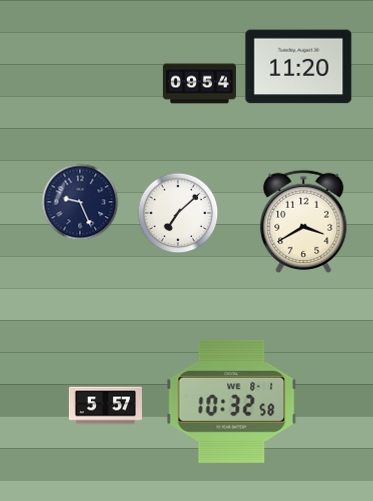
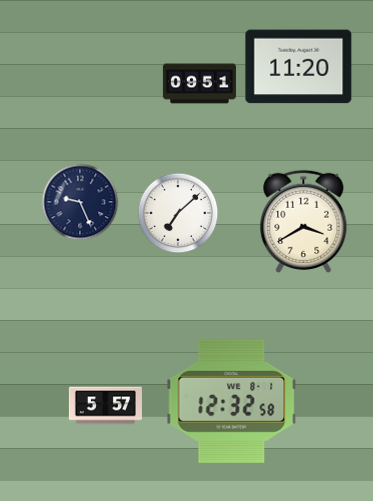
clock at (199, 84): 09:54 -> 09:51
clock at (232, 401): 10:32 -> 12:32
